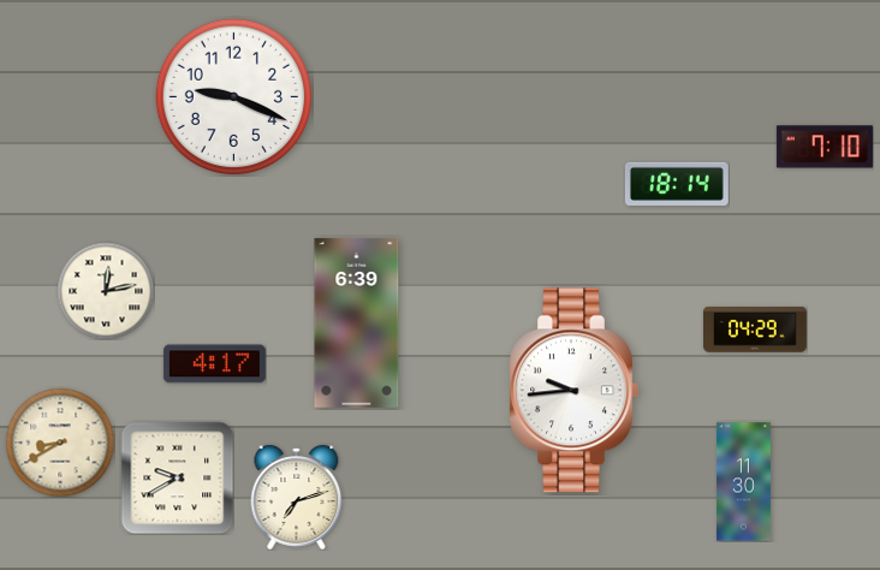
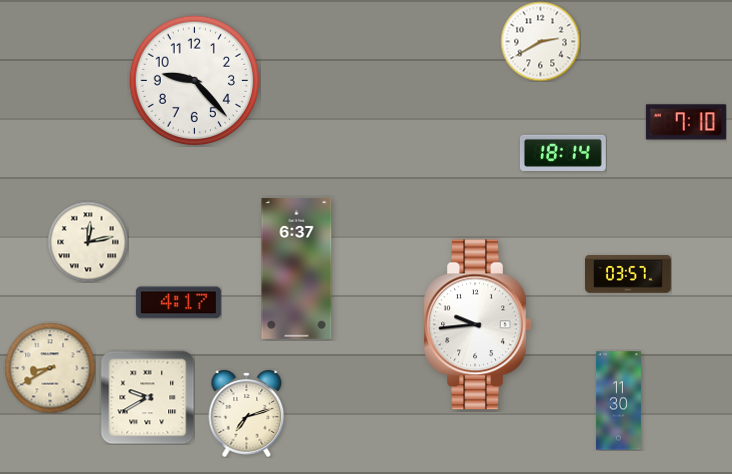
clock at (540, 41): none -> 2:40
clock at (234, 97): 9:19 -> 9:23
clock at (357, 322): 6:39 -> 6:37
clock at (756, 329): 04:29 -> 03:57
